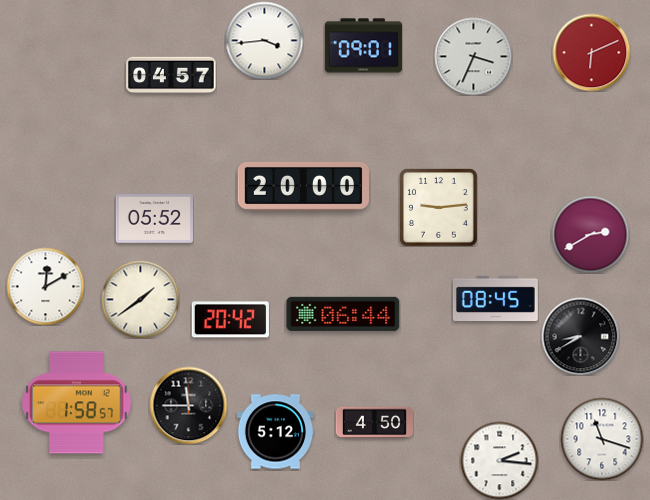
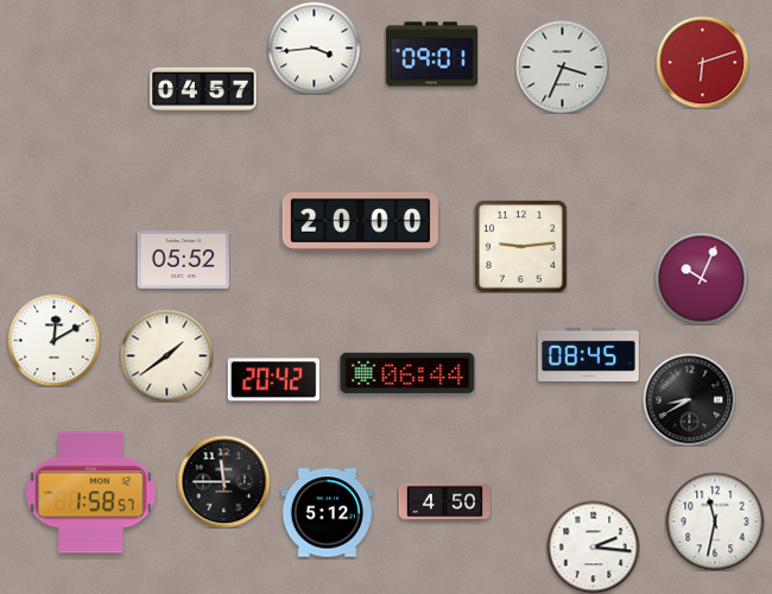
clock at (591, 52): 6:11 -> 6:12
clock at (590, 234): 2:40 -> 10:04
clock at (77, 403) position: (77, 403) -> (91, 493)
clock at (602, 439): 11:18 -> 11:32
